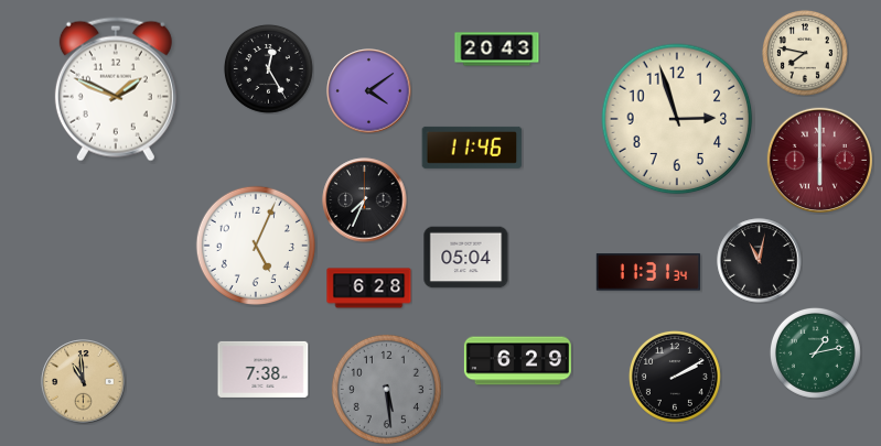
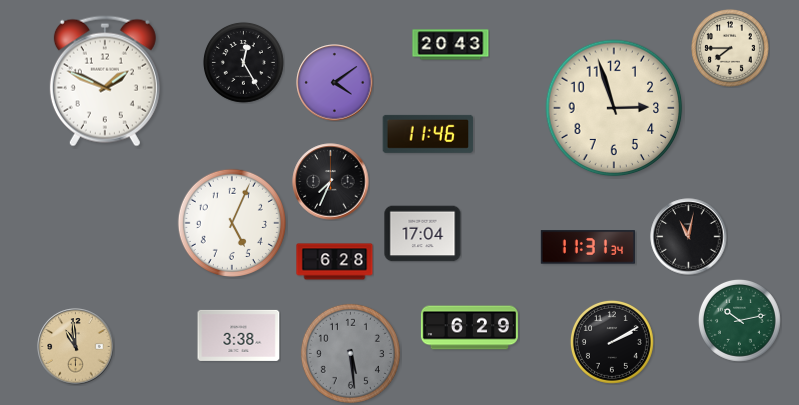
clock at (806, 54): 7:47 -> 7:45
clock at (819, 160): 6:00 -> none
clock at (466, 258): 05:04 -> 17:04
clock at (815, 352): 1:13 -> 10:13
clock at (264, 369): 7:38 -> 3:38
